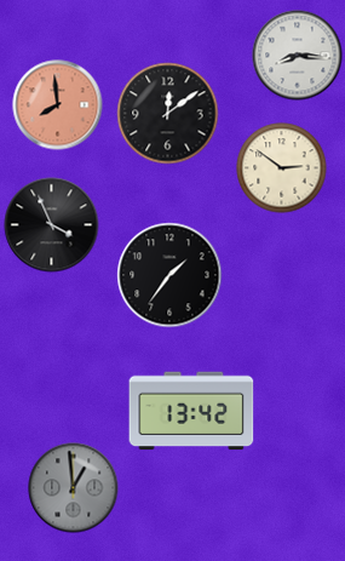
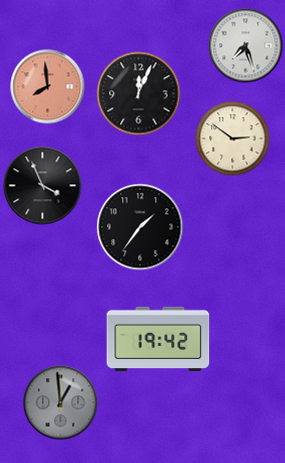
clock at (298, 56): 8:16 -> 7:27
clock at (168, 114): 12:09 -> 12:04
clock at (191, 411): 13:42 -> 19:42
